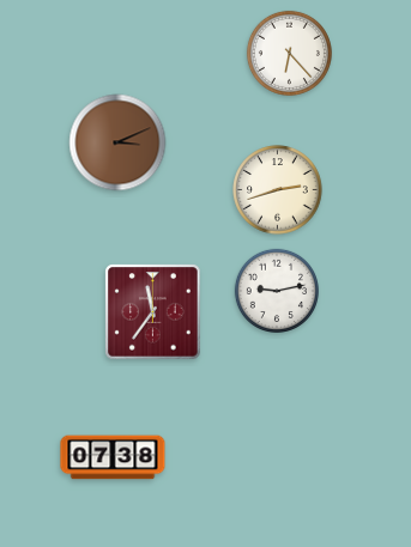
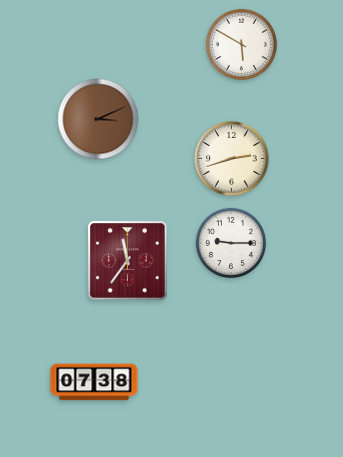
clock at (289, 53): 6:23 -> 5:50
clock at (276, 290): 9:13 -> 9:15
